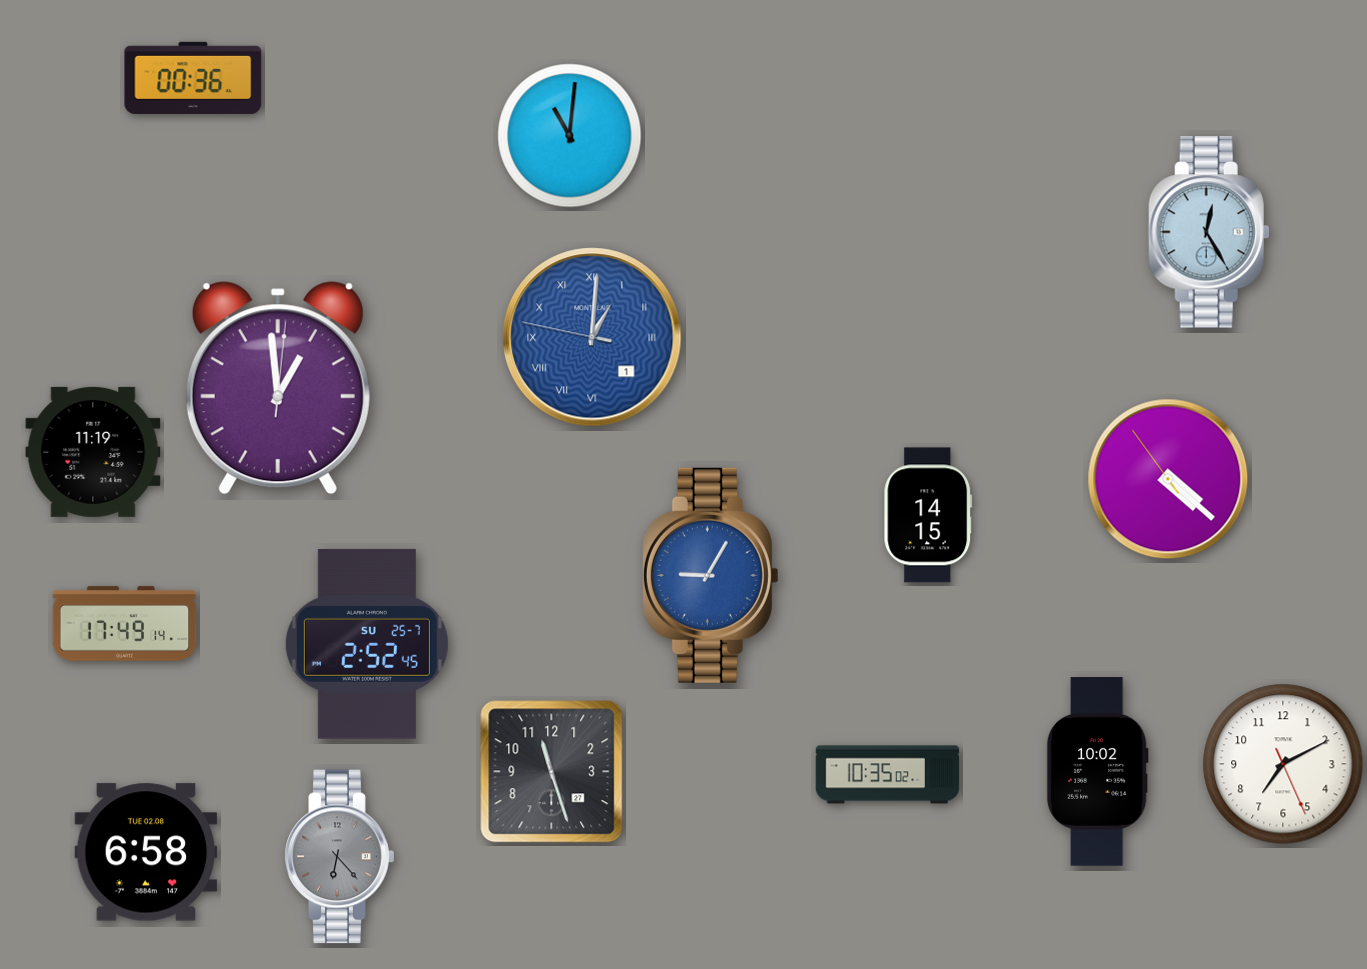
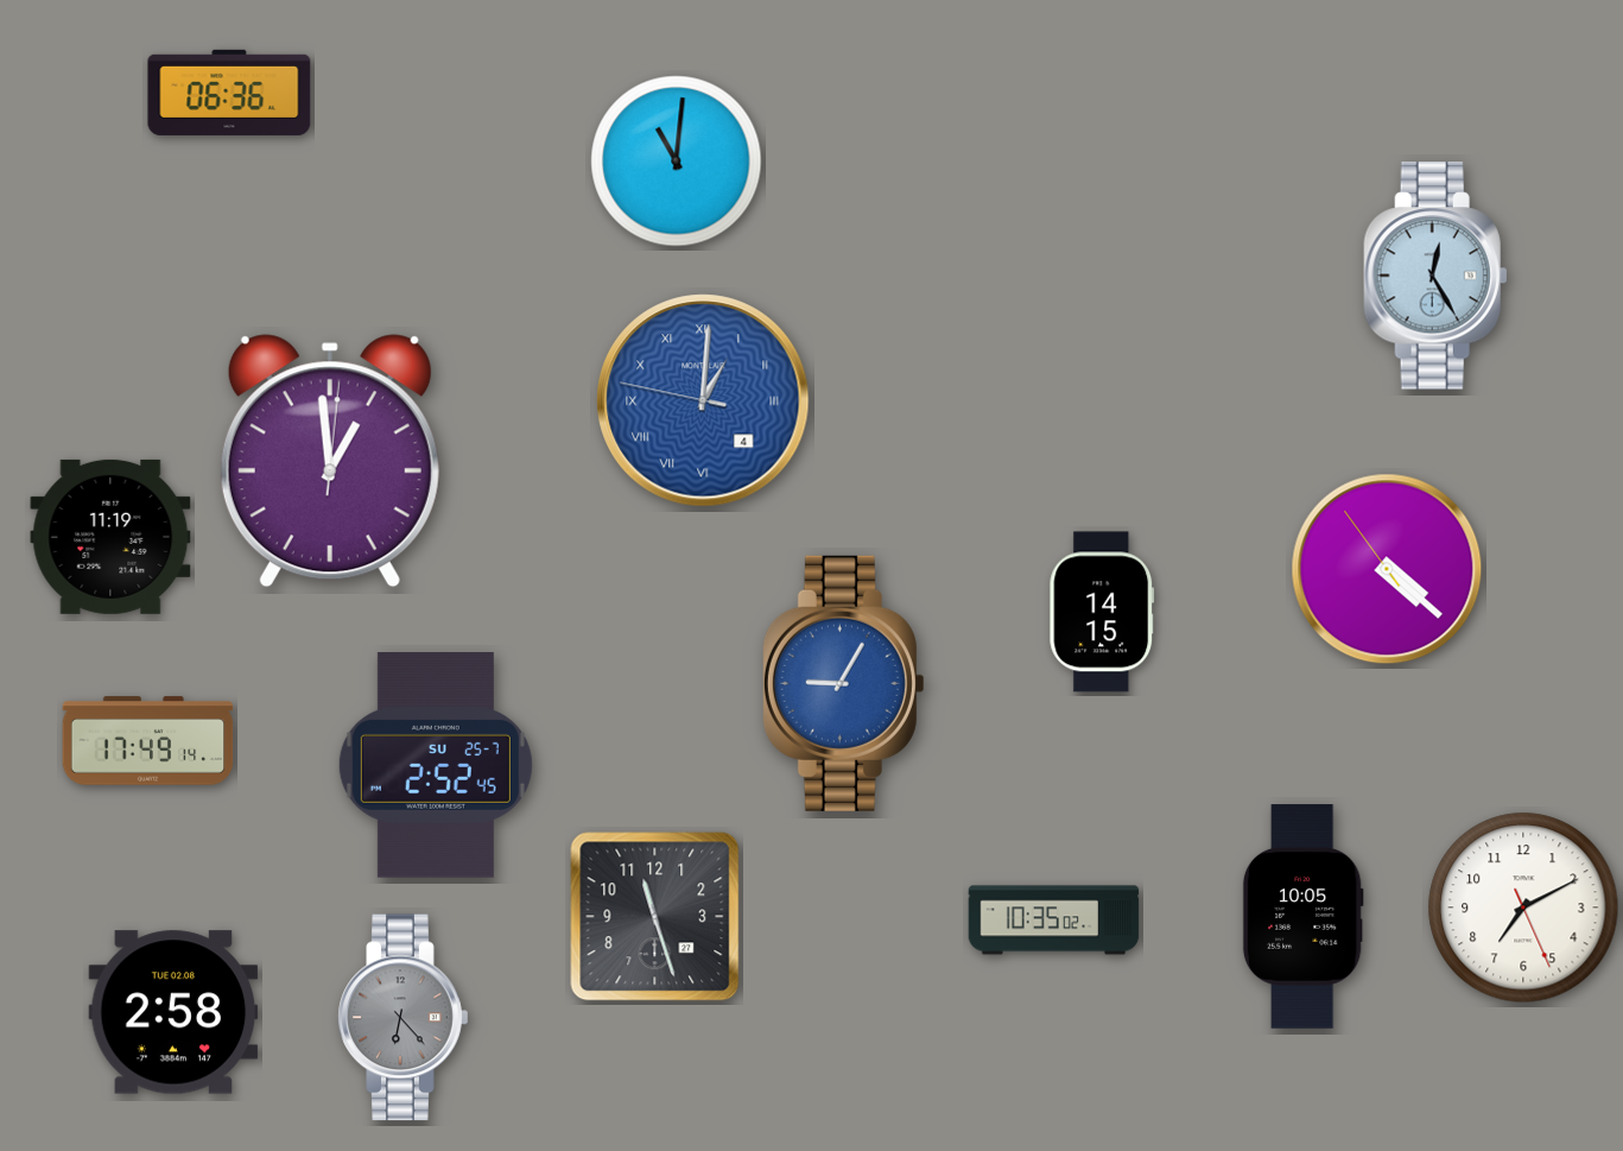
clock at (193, 78): 00:36 -> 06:36
clock at (592, 337) date: 1 -> 4
clock at (1097, 772): 10:02 -> 10:05
clock at (146, 852): 6:58 -> 2:58
